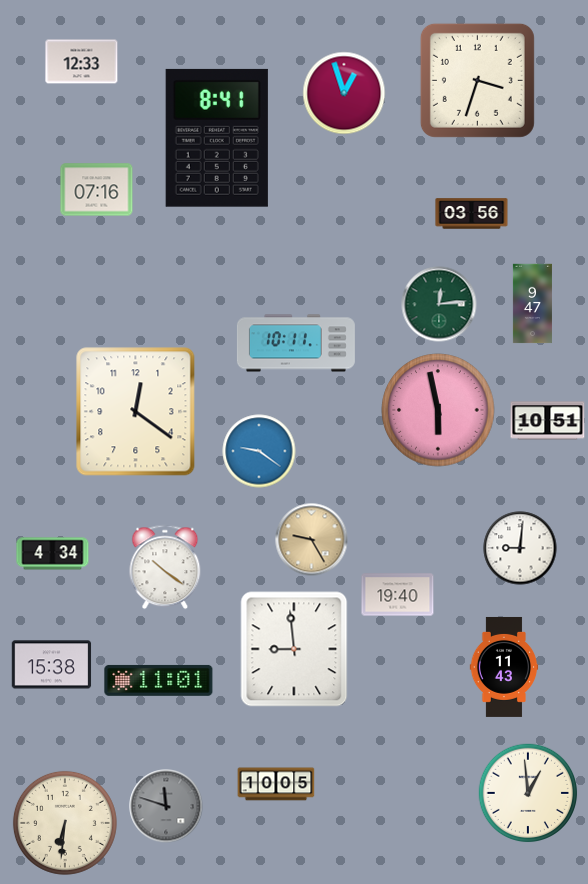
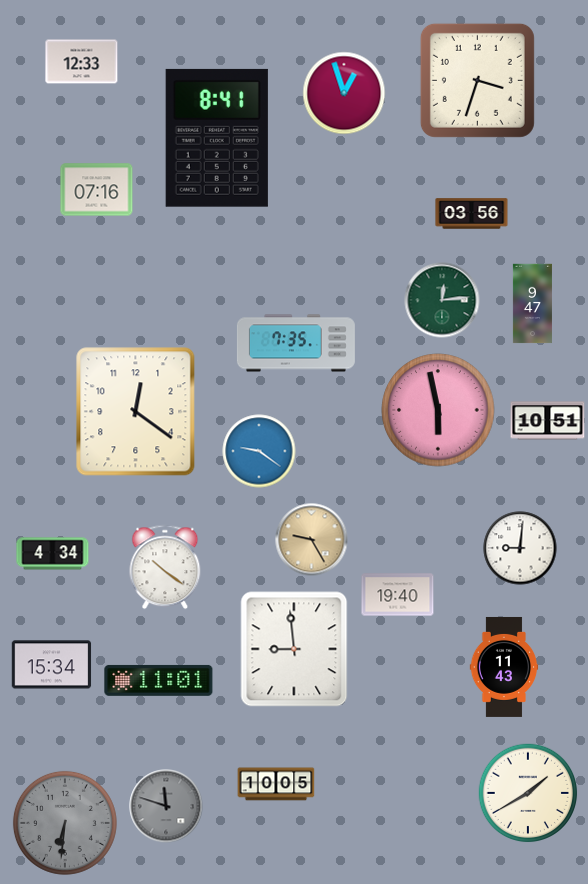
clock at (439, 304) position: (439, 304) -> (442, 300)
clock at (296, 343): 10:11 -> 7:35
clock at (52, 665): 15:38 -> 15:34
clock at (528, 793): 12:59 -> 1:40
clock at (65, 823) dial: cream -> grey
